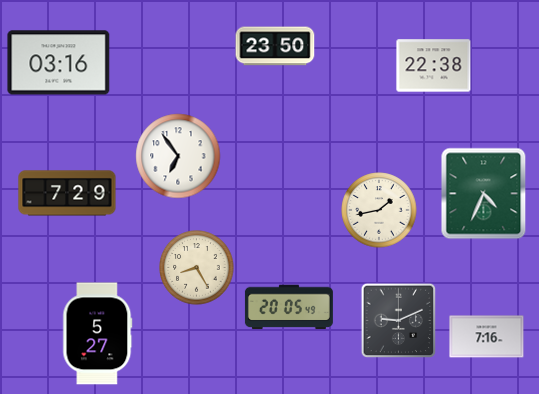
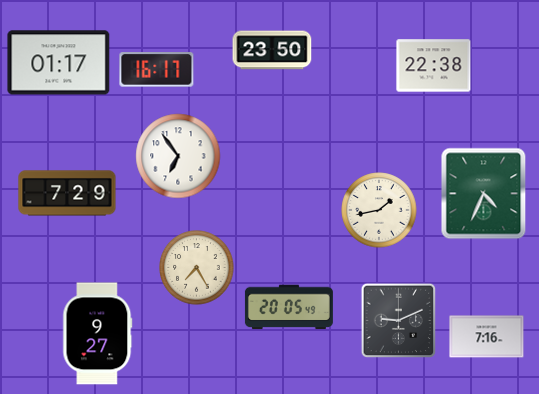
clock at (275, 46) position: (275, 46) -> (272, 50)
clock at (59, 63): 03:16 -> 01:17
clock at (157, 70): none -> 16:17
clock at (197, 268): 8:25 -> 7:25
clock at (98, 334): 5:27 -> 9:27
